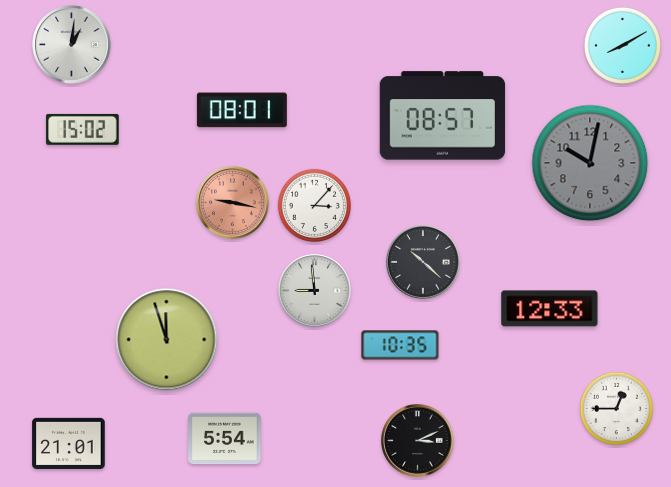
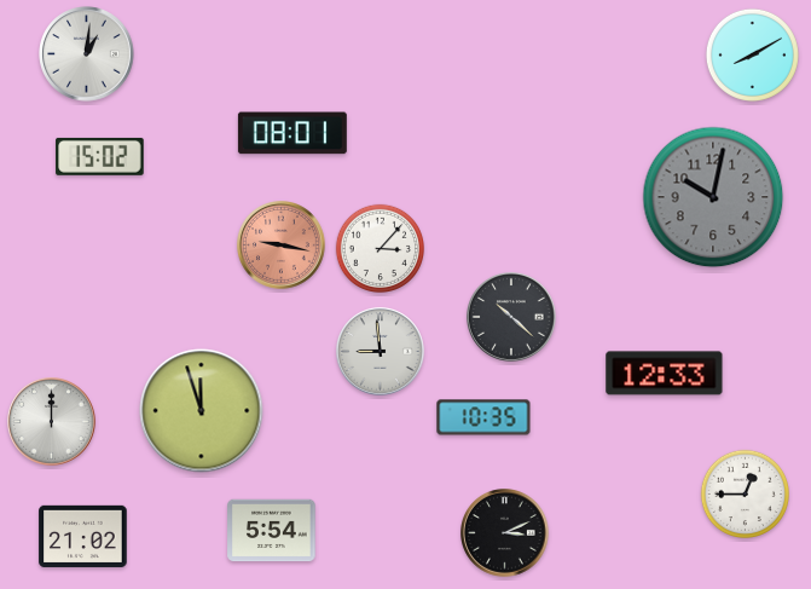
clock at (443, 116): 08:57 -> none
clock at (52, 422): none -> 12:00
clock at (69, 443): 21:01 -> 21:02
